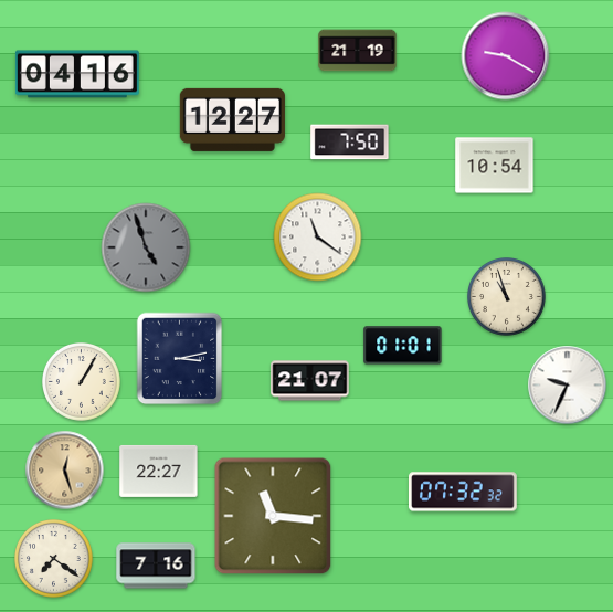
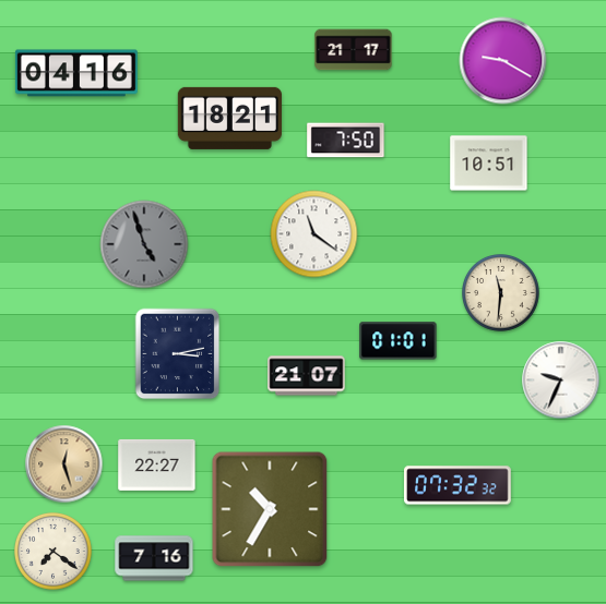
clock at (358, 51): 21:19 -> 21:17
clock at (506, 56) position: (506, 56) -> (503, 61)
clock at (232, 119): 12:27 -> 18:21
clock at (495, 166): 10:54 -> 10:51
clock at (507, 297): 10:57 -> 11:31
clock at (82, 382): 1:05 -> none
clock at (273, 516): 11:16 -> 10:35
